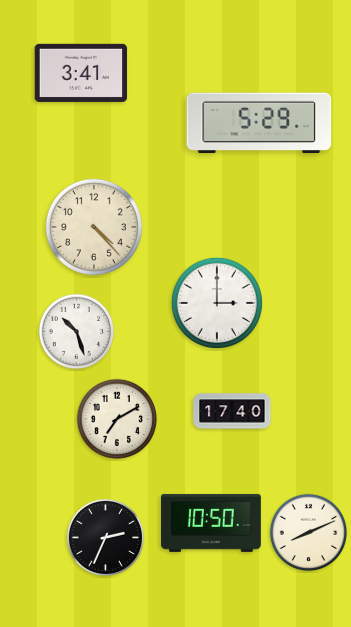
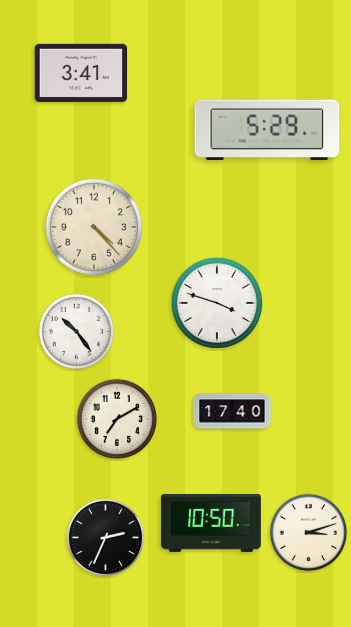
clock at (259, 123) position: (259, 123) -> (267, 130)
clock at (217, 303): 3:00 -> 3:48
clock at (77, 332): 10:27 -> 10:24
clock at (309, 533): 8:11 -> 3:12
